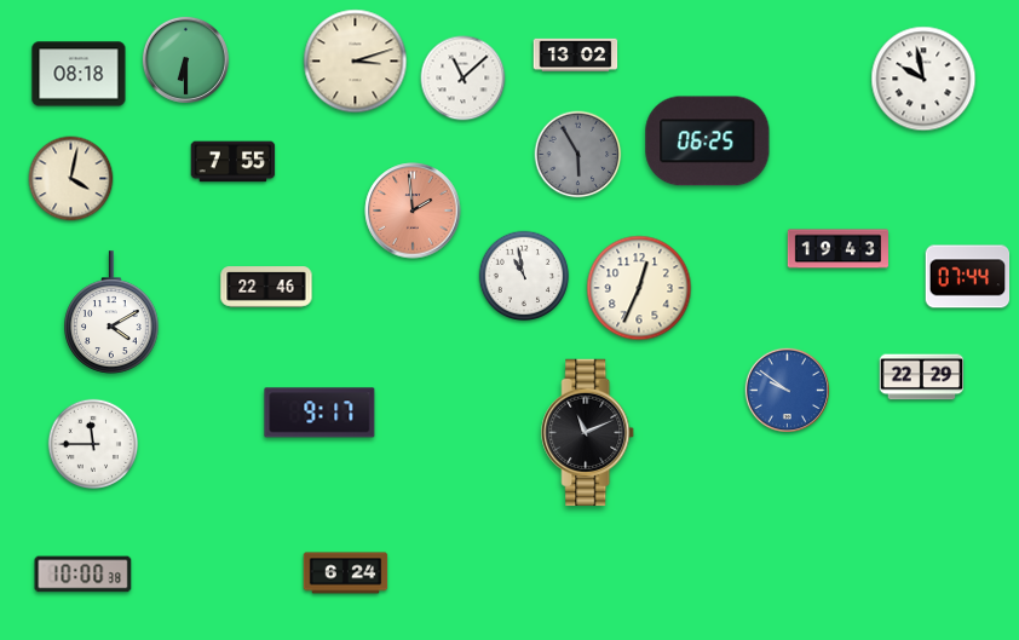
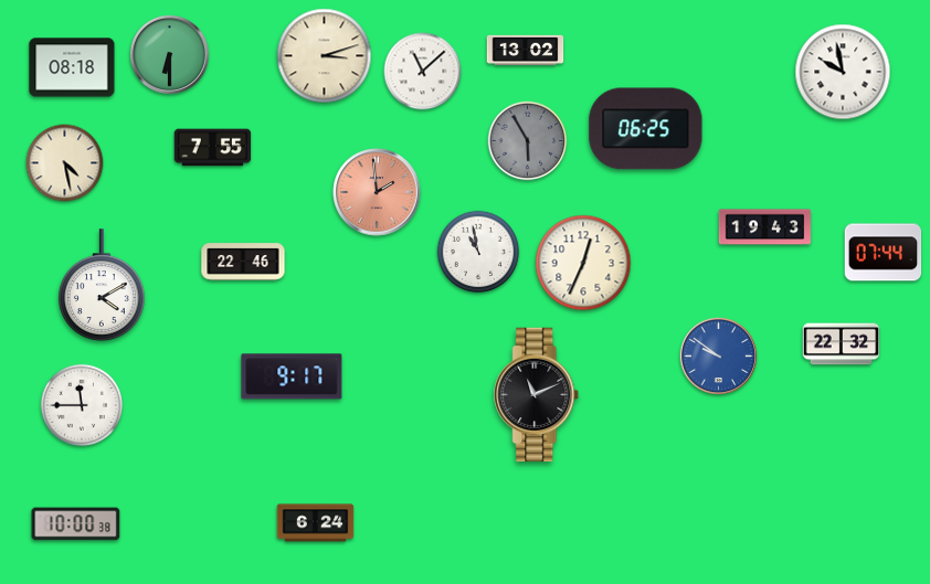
clock at (71, 179): 4:02 -> 4:28
clock at (922, 377): 22:29 -> 22:32
clock at (93, 444) position: (93, 444) -> (82, 405)
